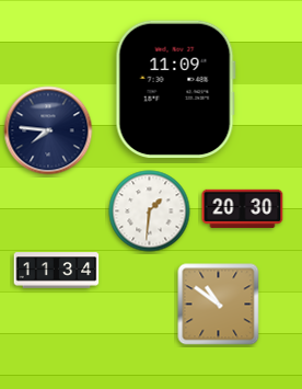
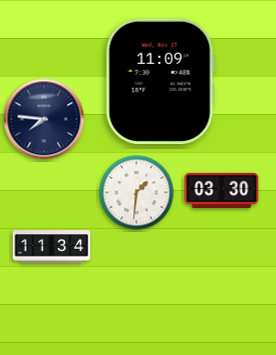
clock at (243, 208): 20:30 -> 03:30
clock at (219, 305): 10:51 -> none
